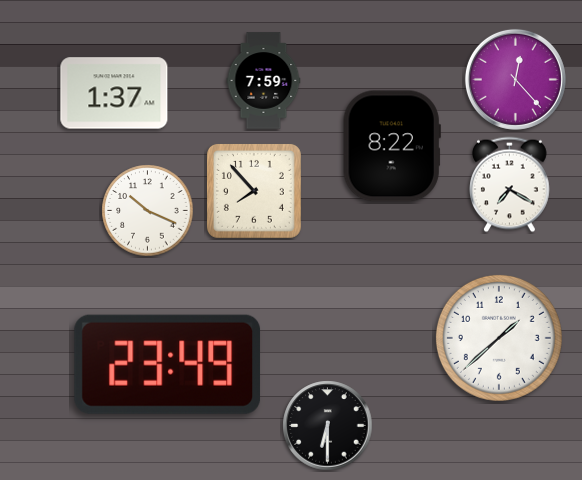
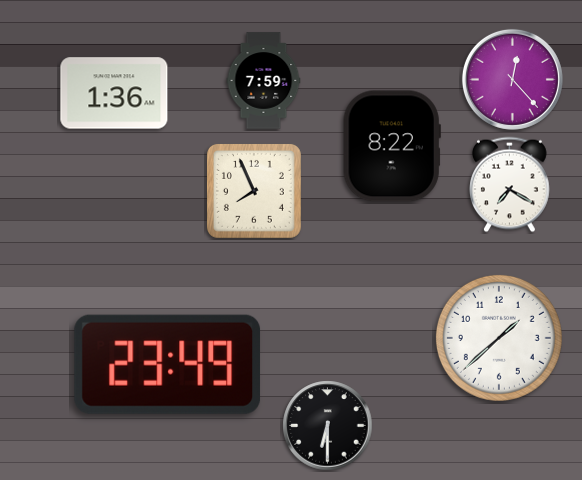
clock at (515, 79) position: (515, 79) -> (512, 79)
clock at (114, 93): 1:37 -> 1:36
clock at (254, 191): 7:53 -> 7:56
clock at (148, 211): 10:19 -> none
